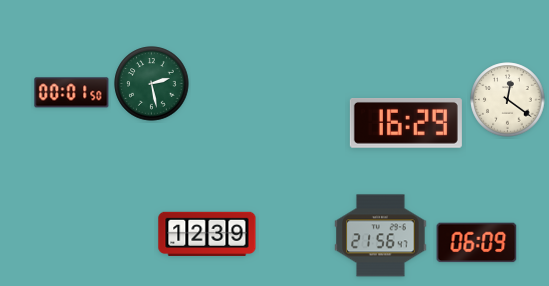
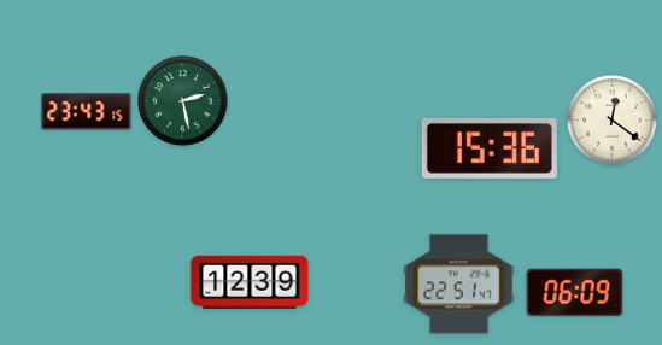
clock at (72, 93): 00:01 -> 23:43
clock at (406, 124): 16:29 -> 15:36
clock at (381, 236): 21:56 -> 22:51
